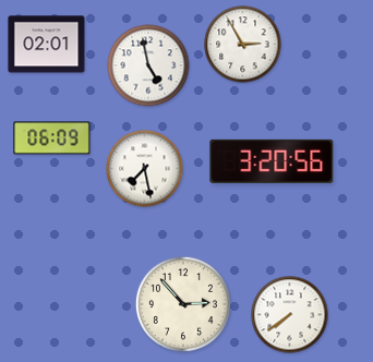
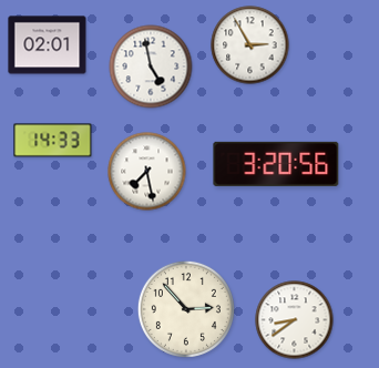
clock at (243, 45) position: (243, 45) -> (250, 45)
clock at (52, 138): 06:09 -> 14:33
clock at (290, 315): 7:39 -> 8:39
